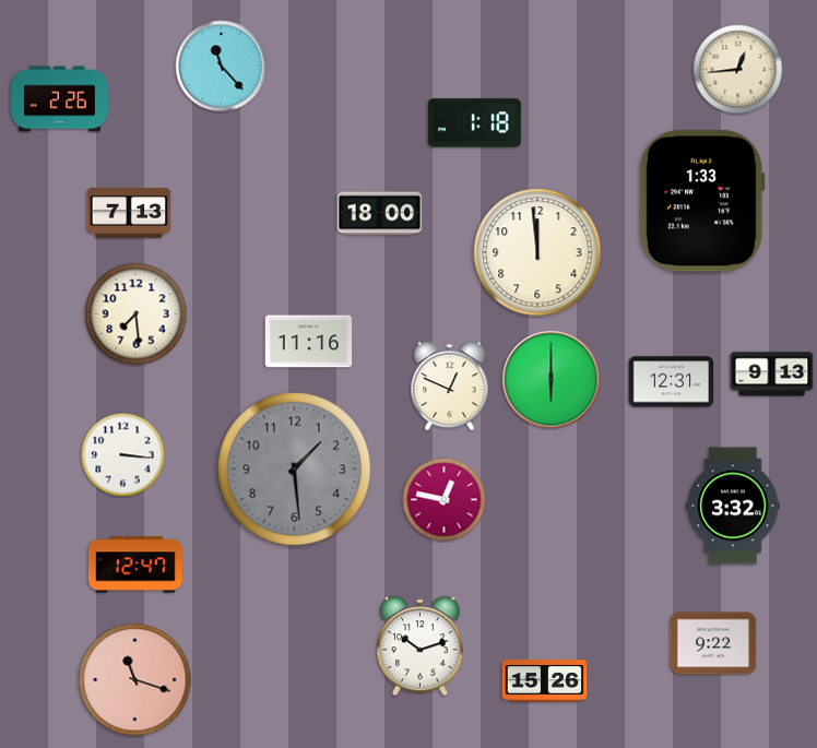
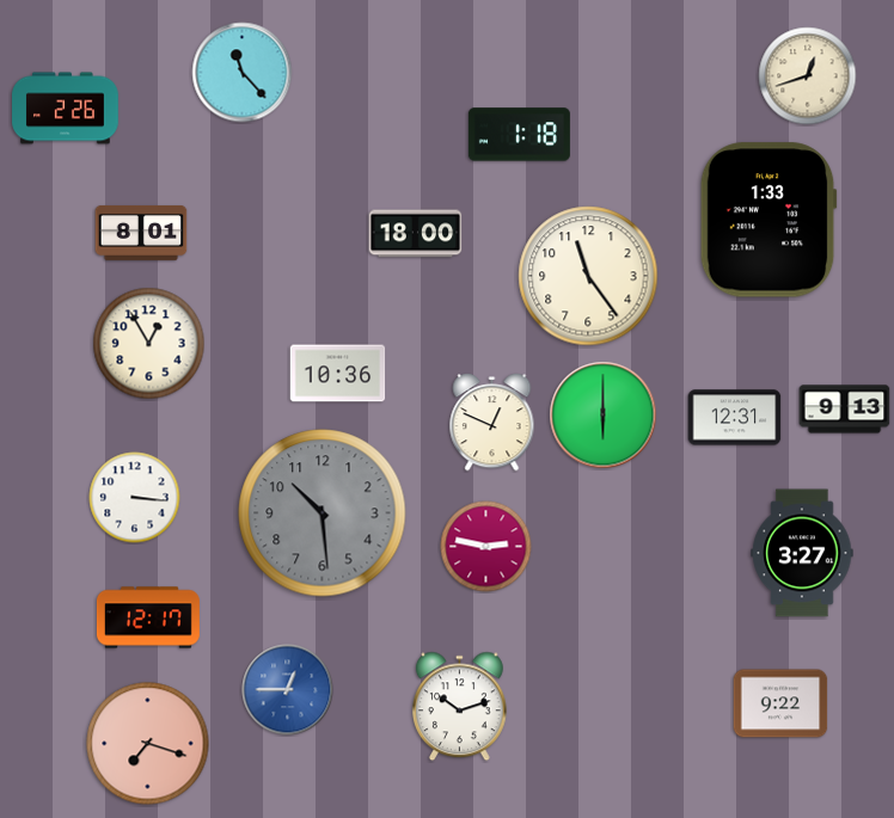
clock at (738, 70): 12:44 -> 12:42
clock at (129, 213): 7:13 -> 8:01
clock at (537, 252): 11:59 -> 11:24
clock at (137, 314): 7:29 -> 12:55
clock at (309, 342): 11:16 -> 10:36
clock at (295, 470): 1:29 -> 10:29
clock at (445, 500): 12:47 -> 2:47
clock at (733, 506): 3:32 -> 3:27
clock at (135, 565): 12:47 -> 12:17
clock at (288, 690): none -> 12:45
clock at (135, 680): 11:18 -> 7:18
clock at (545, 681): 15:26 -> none
